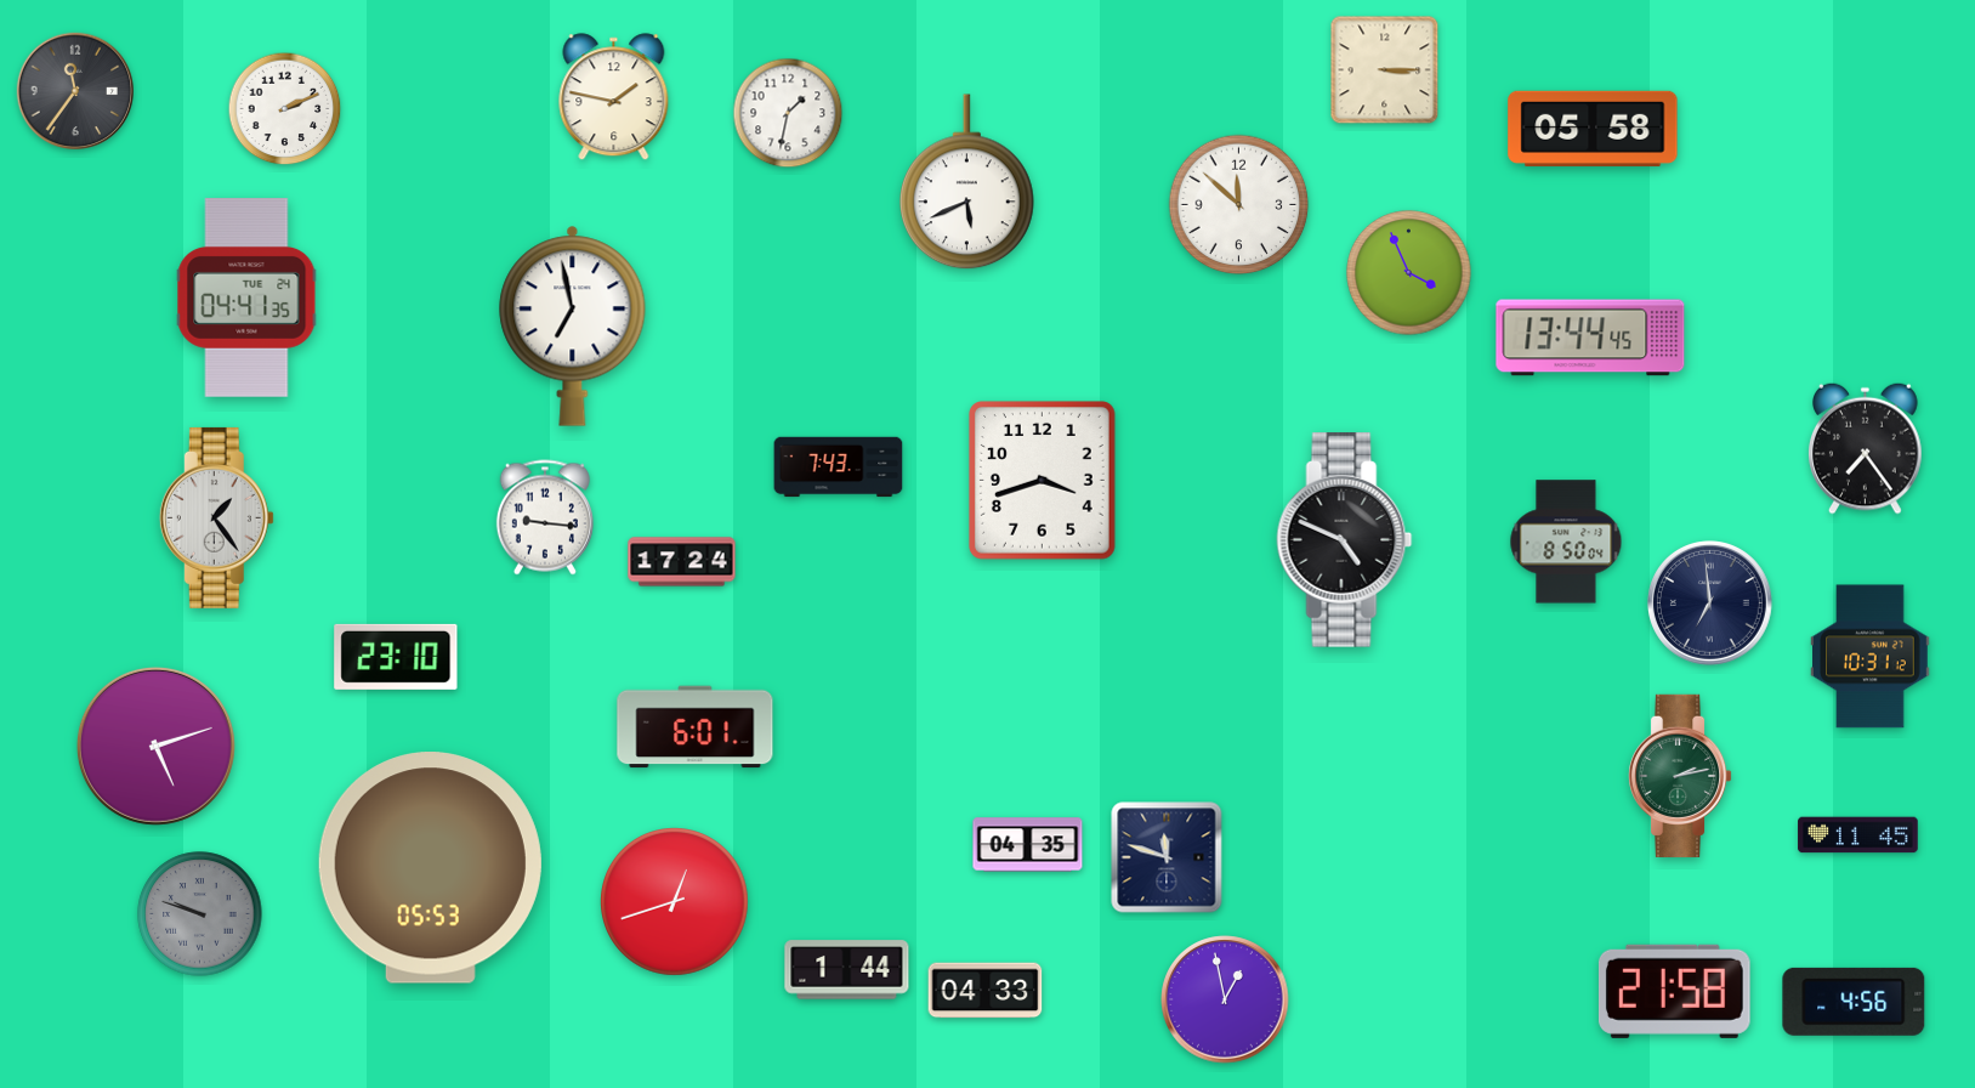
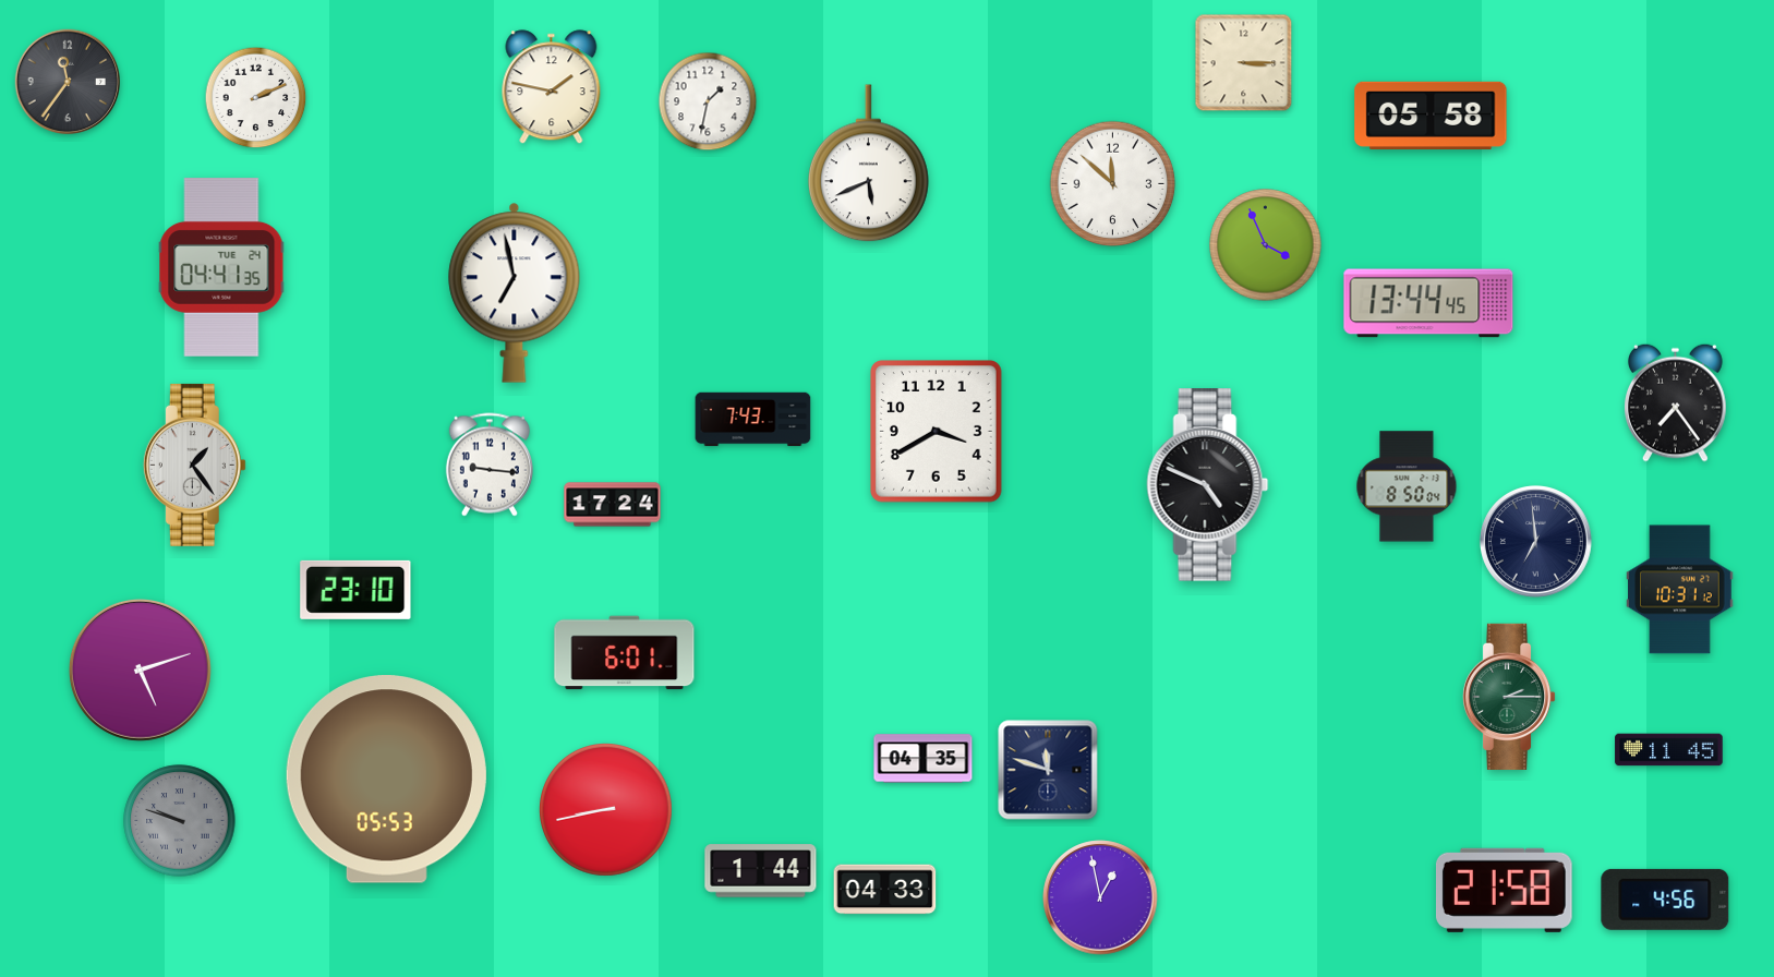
clock at (1043, 481): 3:42 -> 3:40
clock at (1680, 776): 2:13 -> 2:15
clock at (675, 902): 12:42 -> 8:43
